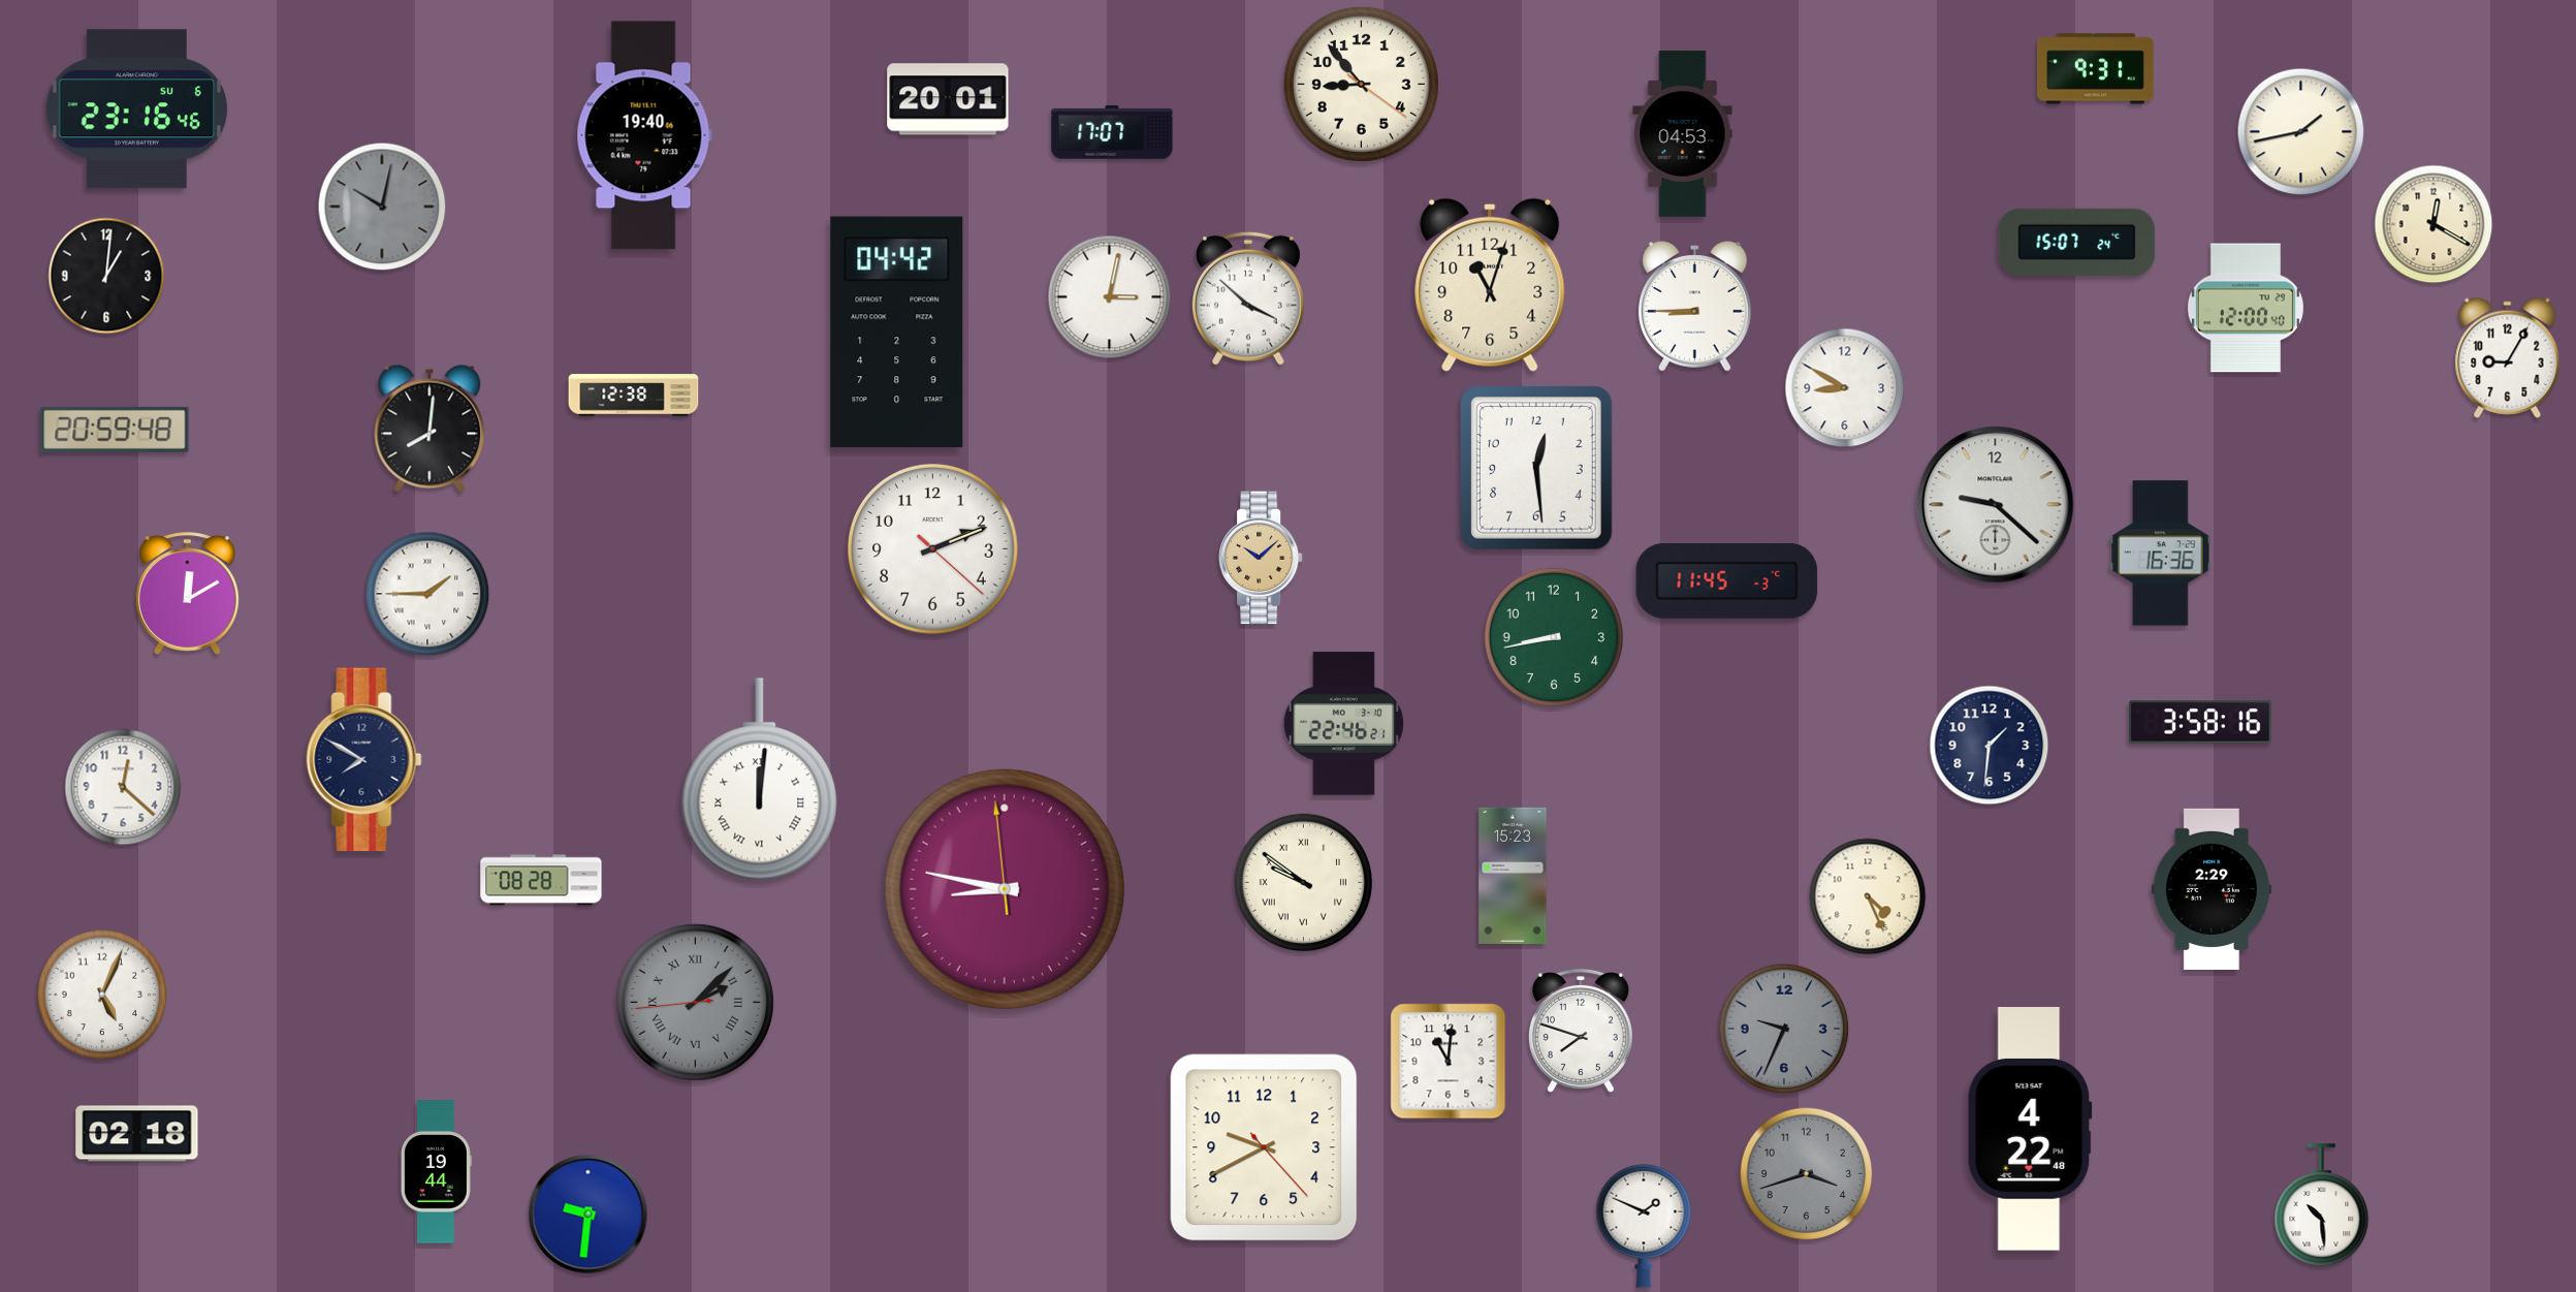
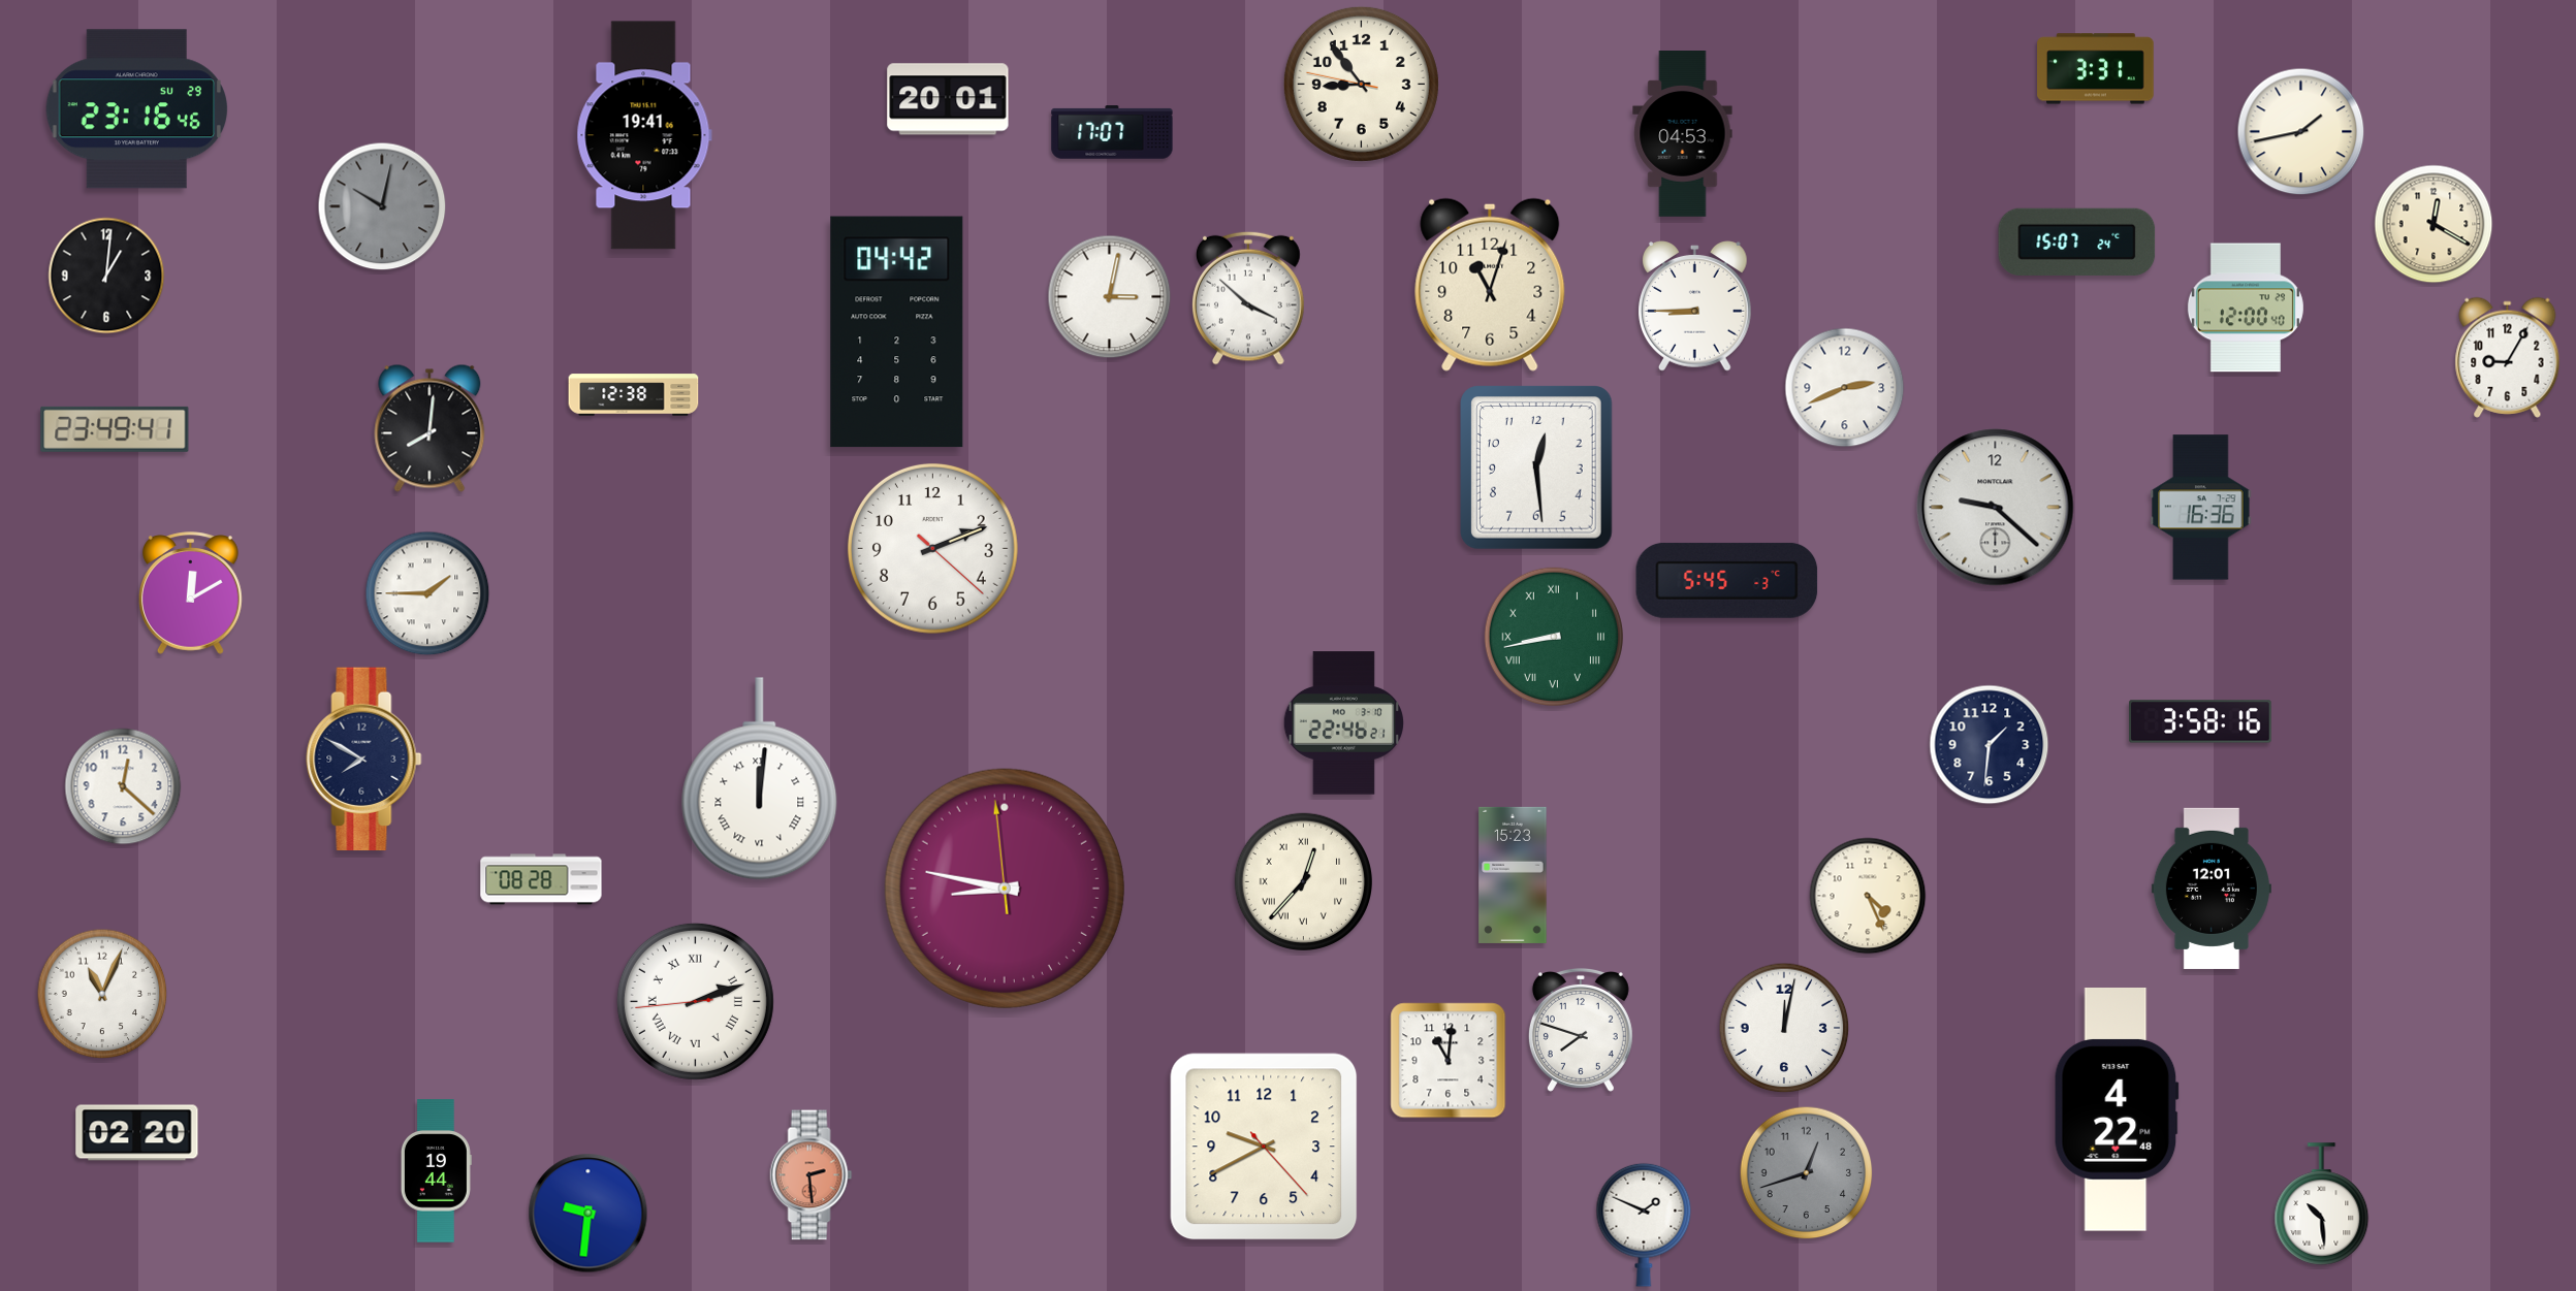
clock at (2096, 69): 9:31 -> 3:31
clock at (1361, 84): 8:53:21 -> 8:53:47
clock at (137, 109) date: SU 6 -> SU 29
clock at (644, 135): 19:40 -> 19:41
clock at (1845, 388): 8:50 -> 2:41
clock at (115, 430): 20:59 -> 23:49
clock at (1996, 505) position: (1996, 505) -> (1996, 508)
clock at (2161, 554) position: (2161, 554) -> (2201, 508)
clock at (1262, 558): 10:08 -> none
clock at (1727, 580): 11:45 -> 5:45
clock at (187, 594) position: (187, 594) -> (190, 593)
clock at (1553, 636) numerals: Arabic -> Roman
clock at (1304, 883): 9:51 -> 12:37
clock at (2212, 889): 2:29 -> 12:01
clock at (102, 995): 5:04 -> 11:04
clock at (695, 1002): 2:07 -> 2:11
clock at (695, 1002) dial: grey -> white
clock at (1784, 1029): 9:34 -> 12:02
clock at (1784, 1029) dial: grey -> white
clock at (2030, 1130) position: (2030, 1130) -> (2117, 1110)
clock at (137, 1134): 02:18 -> 02:20
clock at (1807, 1174): 3:42 -> 12:42
clock at (812, 1175): none -> 2:29
